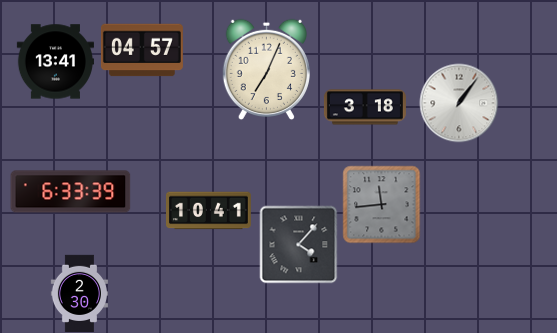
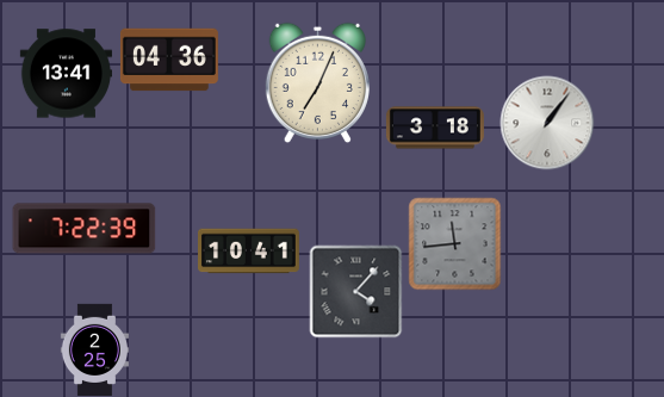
clock at (142, 50): 04:57 -> 04:36
clock at (71, 192): 6:33 -> 7:22
clock at (79, 293): 2:30 -> 2:25
